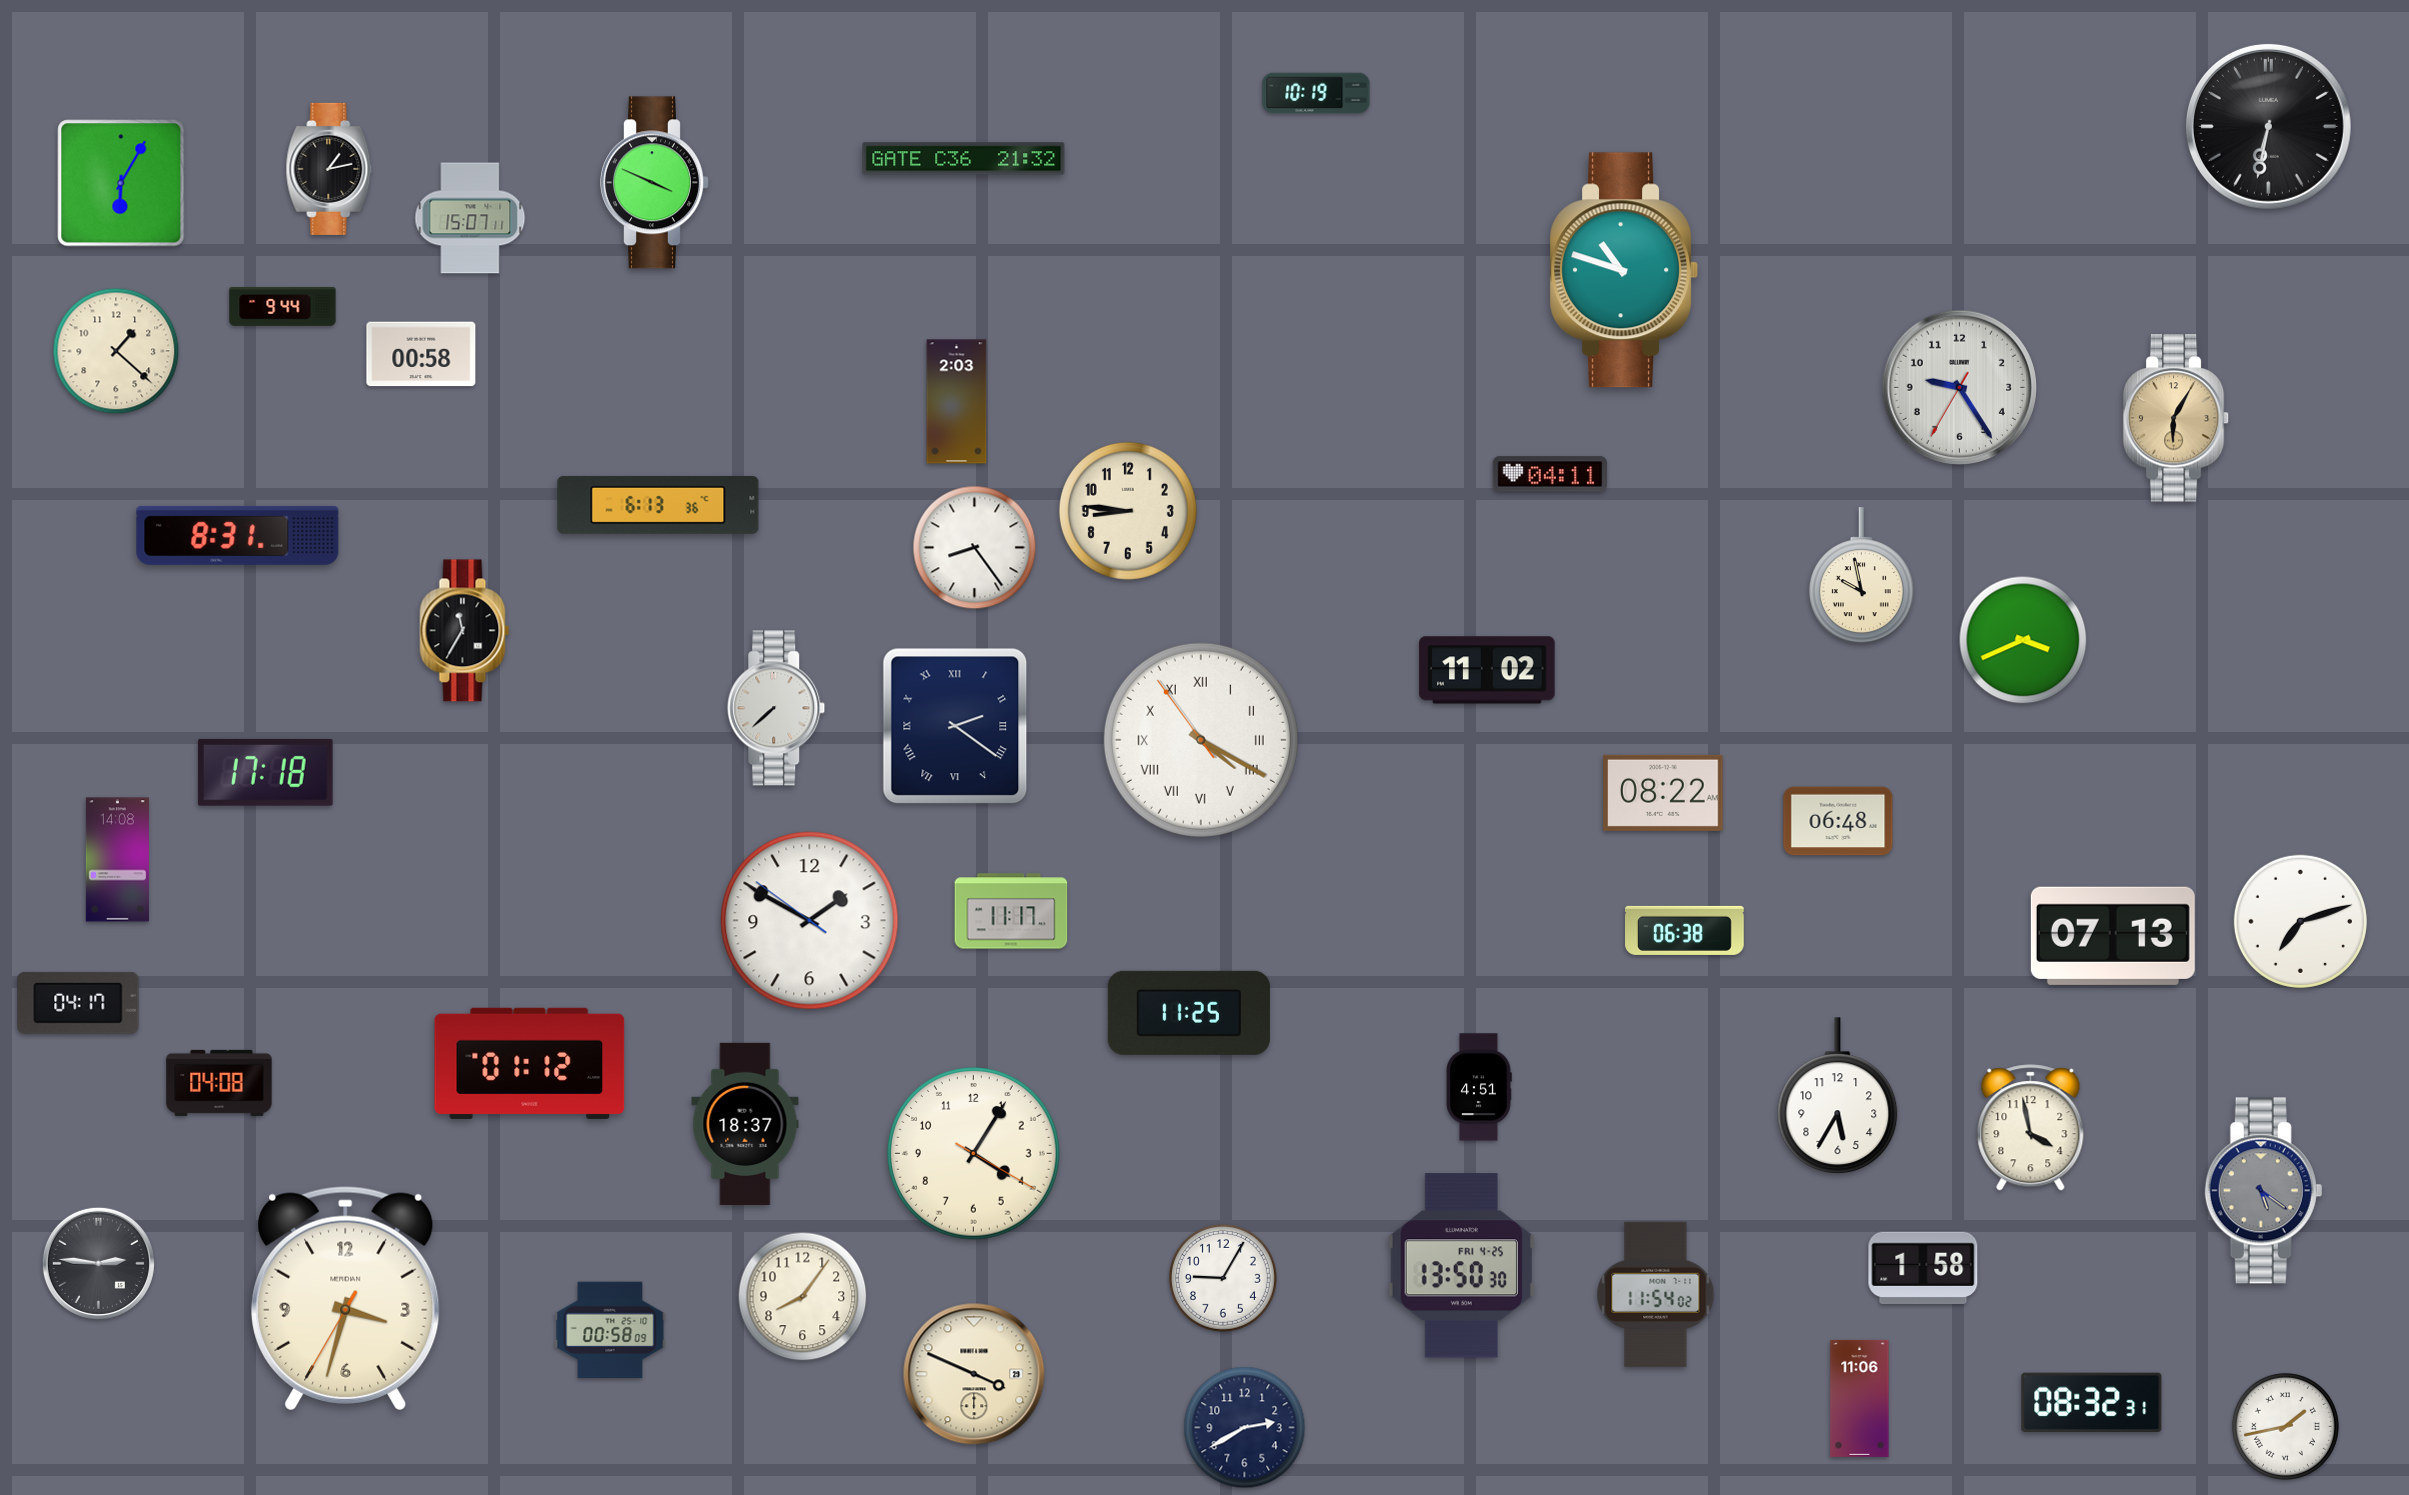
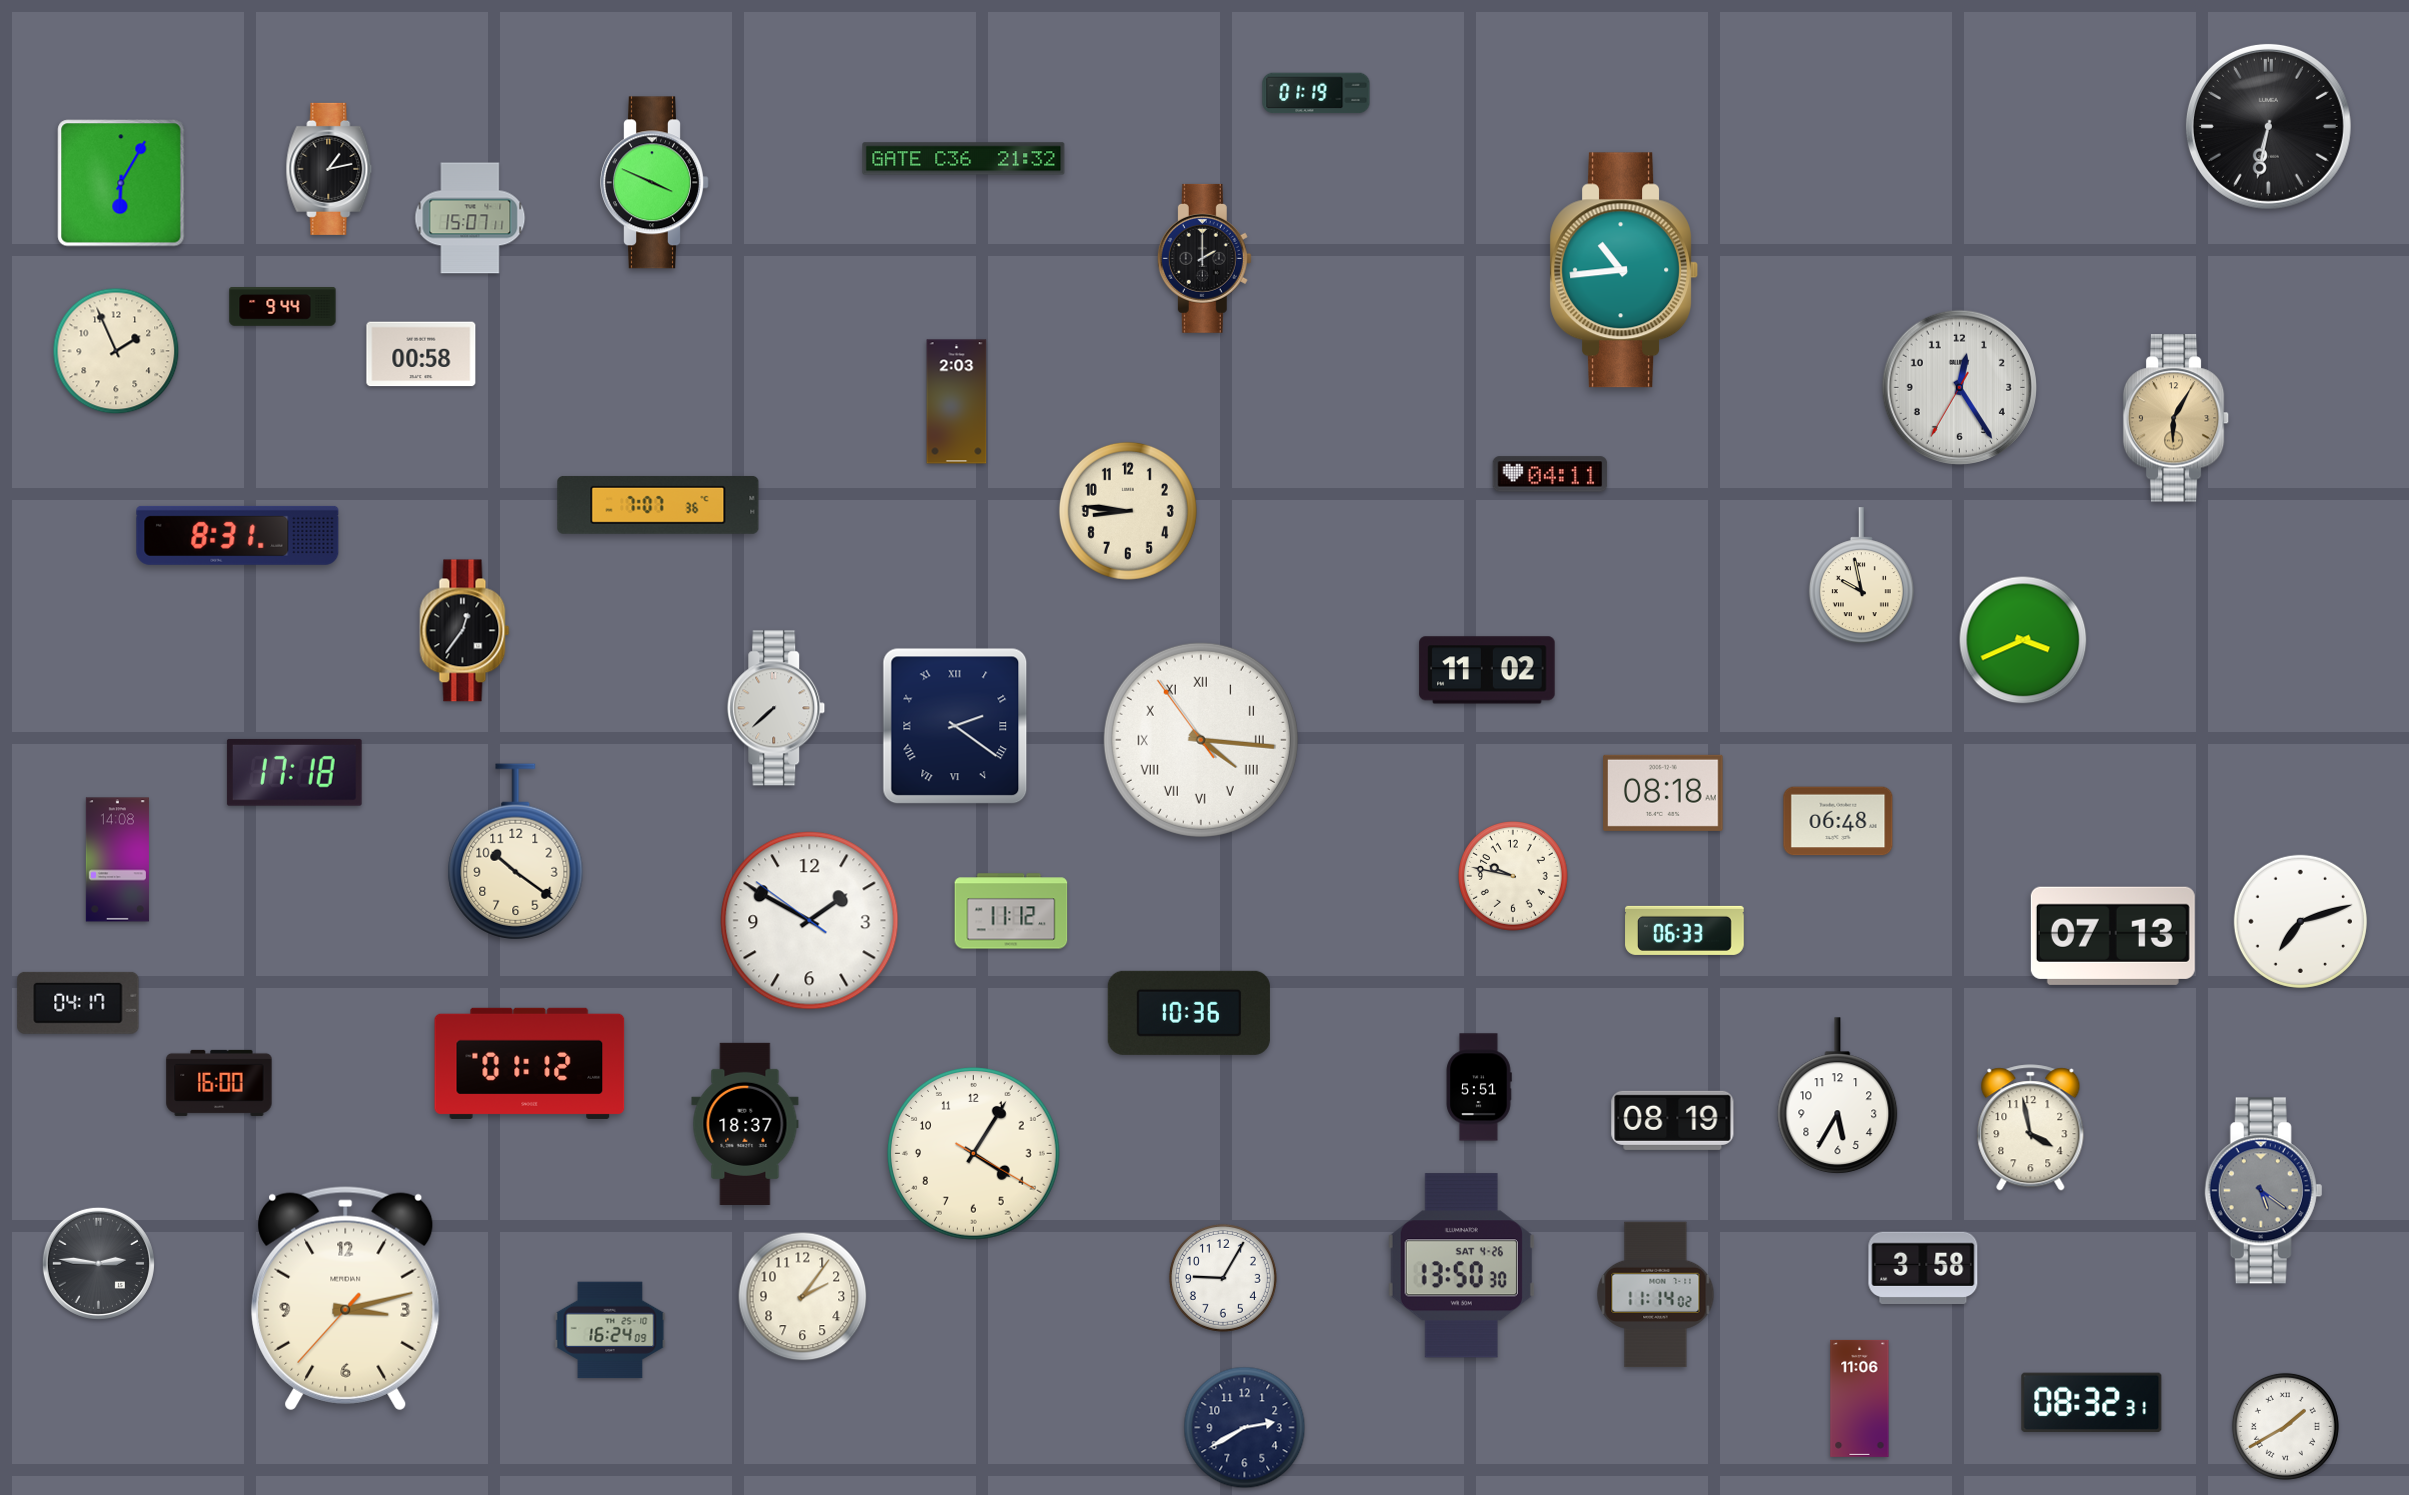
clock at (1316, 93): 10:19 -> 01:19
clock at (1204, 258): none -> 2:00
clock at (1623, 270): 10:48 -> 10:44
clock at (116, 351): 1:22 -> 1:56
clock at (1959, 387): 9:24 -> 12:24
clock at (658, 505): 6:13 -> 7:07
clock at (975, 548): 8:24 -> none
clock at (465, 631): 11:35 -> 12:36
clock at (1201, 740): 4:19 -> 4:15
clock at (265, 772) position: (265, 772) -> (294, 772)
clock at (1663, 793): 08:22 -> 08:18
clock at (516, 852): none -> 10:21
clock at (1514, 877): none -> 9:47
clock at (1011, 911): 11:17 -> 11:12
clock at (1685, 930): 06:38 -> 06:33
clock at (1189, 1013): 11:25 -> 10:36
clock at (219, 1083): 04:08 -> 16:00
clock at (1479, 1087): 4:51 -> 5:51
clock at (1673, 1120): none -> 08:19
clock at (1461, 1266) date: FRI 4-25 -> SAT 4-26
clock at (1923, 1267): 1:58 -> 3:58
clock at (1656, 1295): 11:54 -> 11:14
clock at (803, 1297): 8:06 -> 2:06
clock at (346, 1299): 3:32 -> 3:12
clock at (610, 1330): 00:58 -> 16:24
clock at (974, 1374): 3:49 -> none
clock at (2285, 1426): 1:43 -> 1:40
